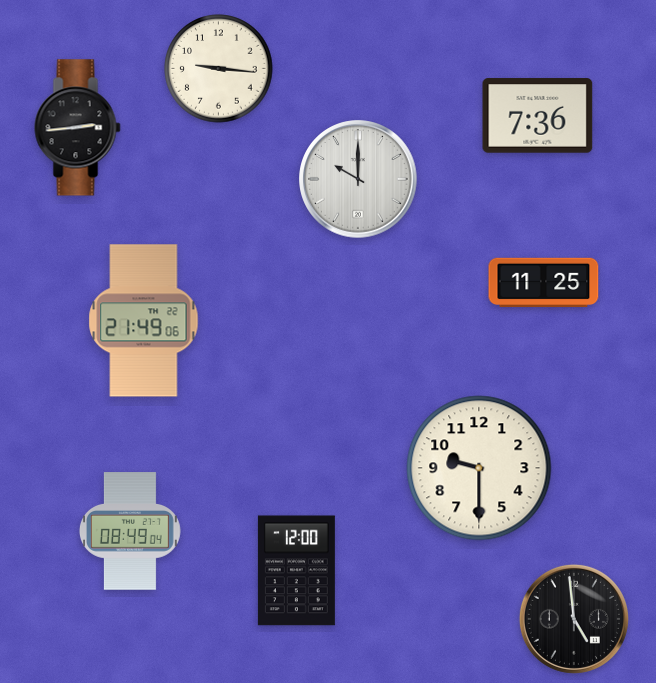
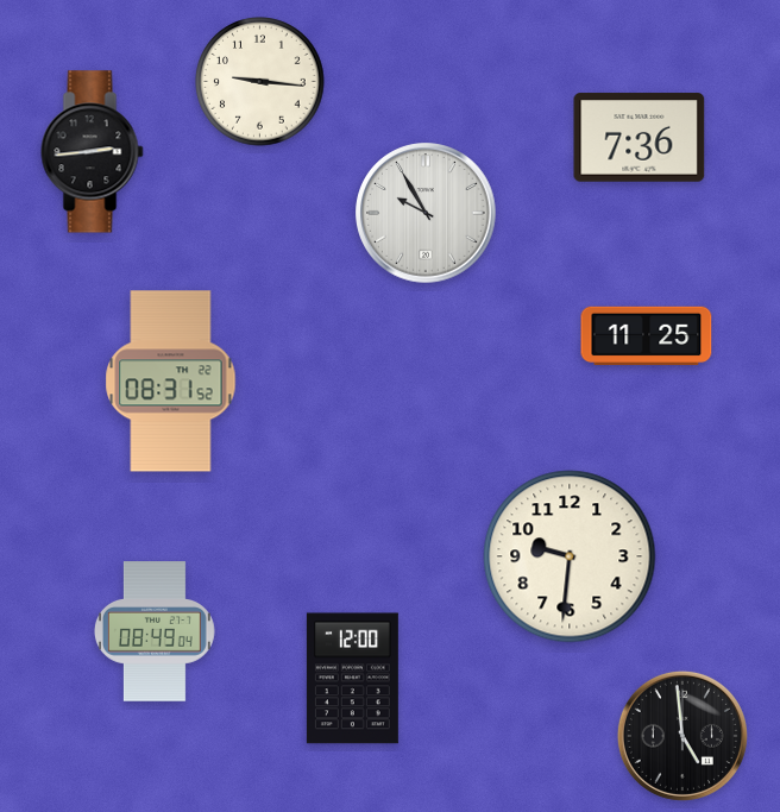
clock at (358, 179): 10:00 -> 9:55
clock at (144, 321): 21:49 -> 08:31
clock at (479, 468): 9:30 -> 9:31
